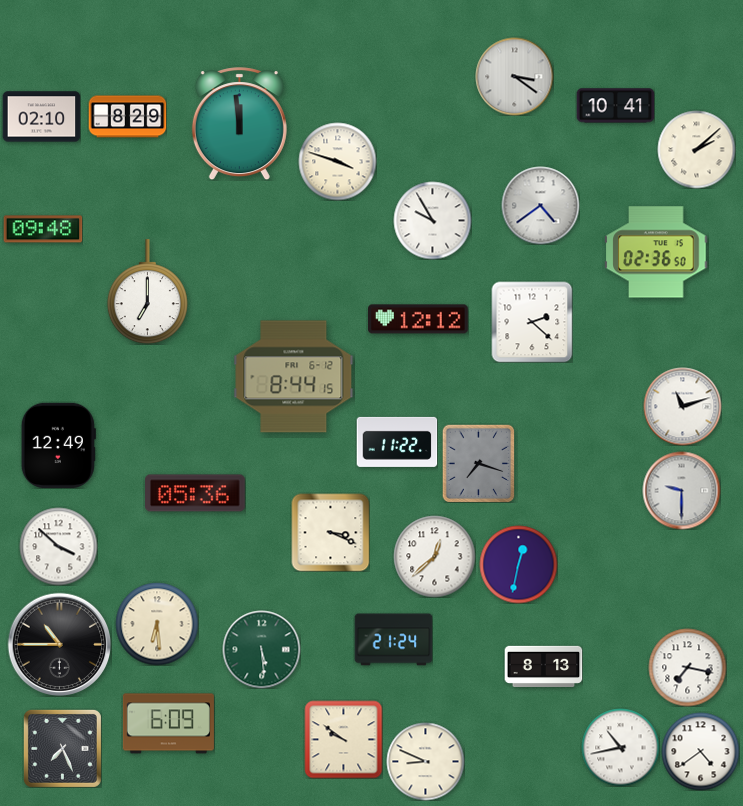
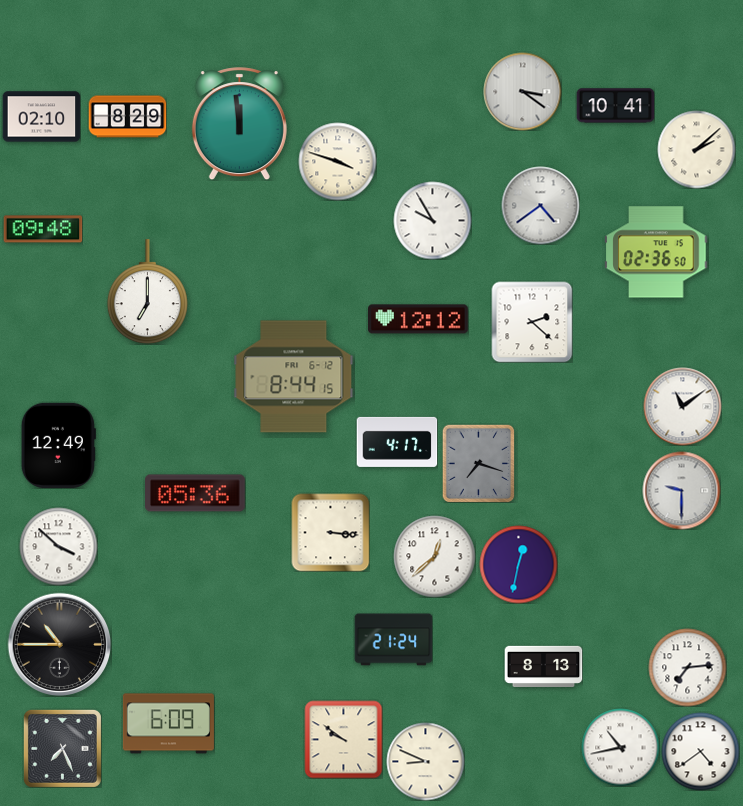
clock at (514, 76) position: (514, 76) -> (522, 91)
clock at (682, 406): 11:12 -> 11:09
clock at (397, 442): 11:22 -> 4:17
clock at (330, 532): 3:19 -> 3:16
clock at (157, 624): 6:29 -> none
clock at (261, 649): 5:29 -> none
clock at (687, 667): 7:17 -> 7:14
